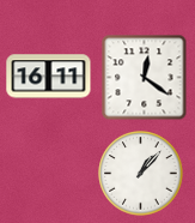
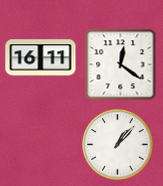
clock at (49, 77) position: (49, 77) -> (41, 58)
